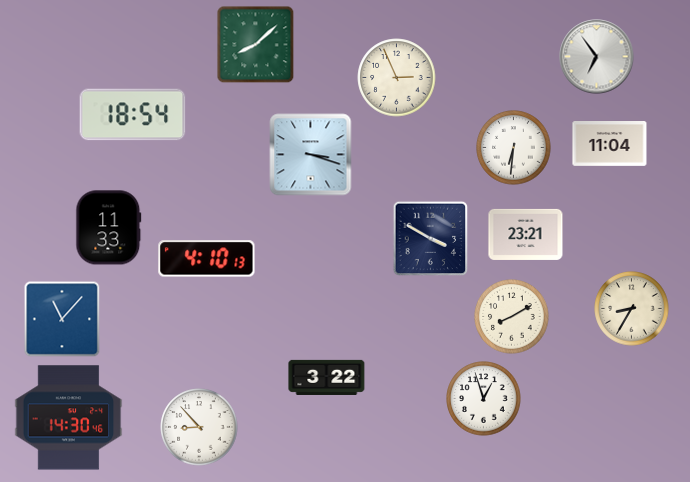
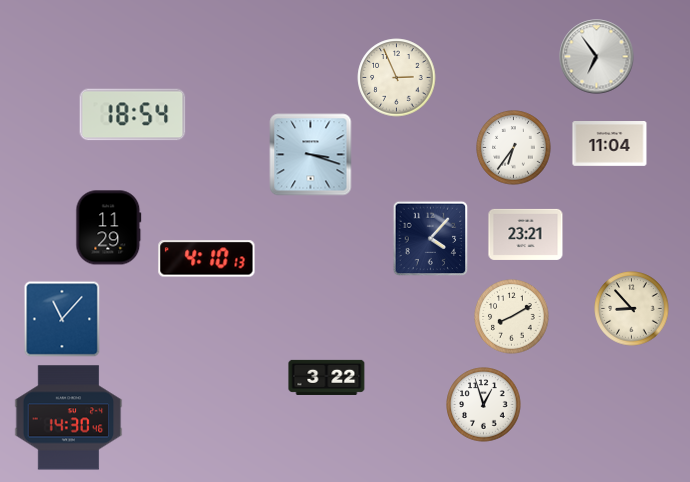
clock at (256, 45): 8:08 -> none
clock at (514, 148): 6:31 -> 6:36
clock at (109, 228): 11:33 -> 11:29
clock at (431, 239): 3:50 -> 4:07
clock at (632, 309): 8:35 -> 8:53
clock at (484, 399) position: (484, 399) -> (484, 405)
clock at (199, 427): 8:53 -> none
